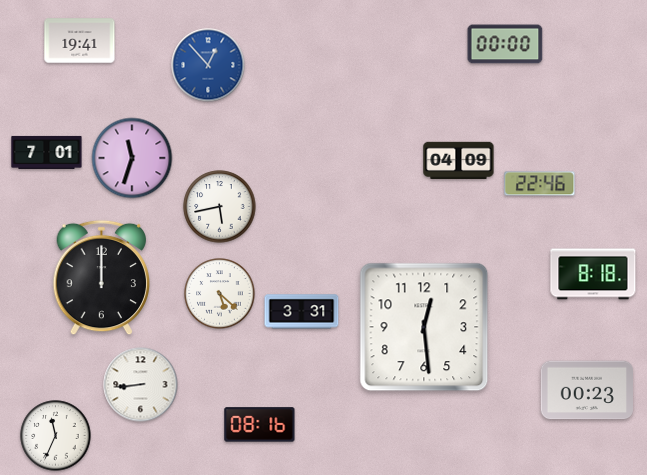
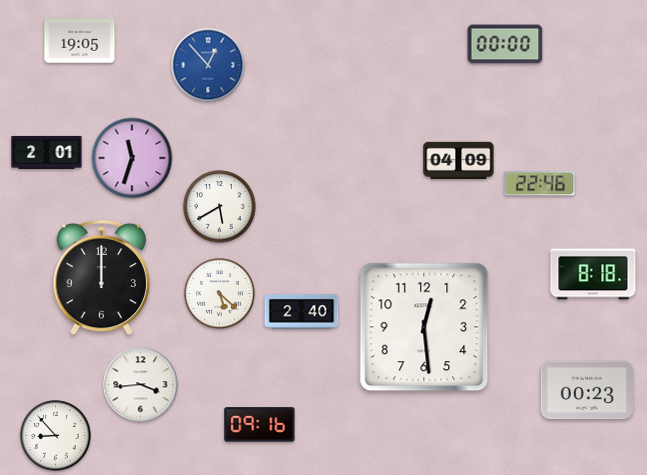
clock at (80, 41): 19:41 -> 19:05
clock at (47, 152): 7:01 -> 2:01
clock at (220, 207): 5:43 -> 5:40
clock at (302, 312): 3:31 -> 2:40
clock at (141, 385): 8:44 -> 3:44
clock at (260, 425): 08:16 -> 09:16
clock at (56, 436): 11:34 -> 8:53
